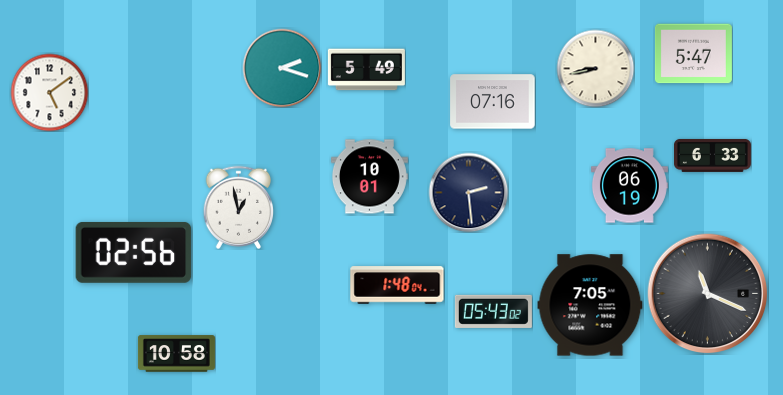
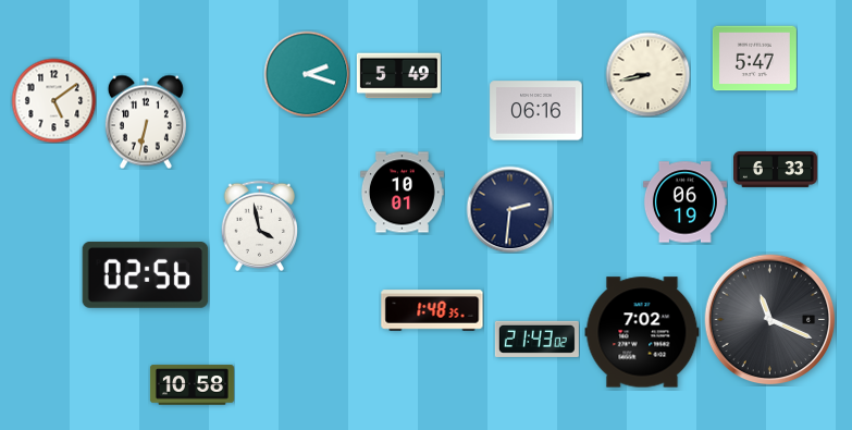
clock at (493, 102): 07:16 -> 06:16
clock at (146, 122): none -> 6:32
clock at (468, 192): 2:29 -> 2:31
clock at (239, 207): 12:58 -> 3:58
clock at (397, 285): 1:48:04 -> 1:48:35
clock at (590, 305): 7:05 -> 7:02
clock at (493, 311): 05:43 -> 21:43
